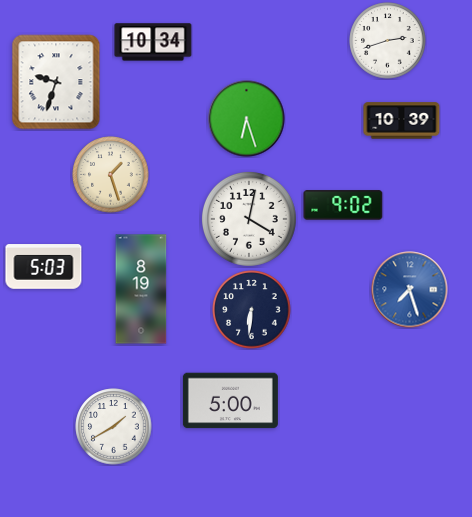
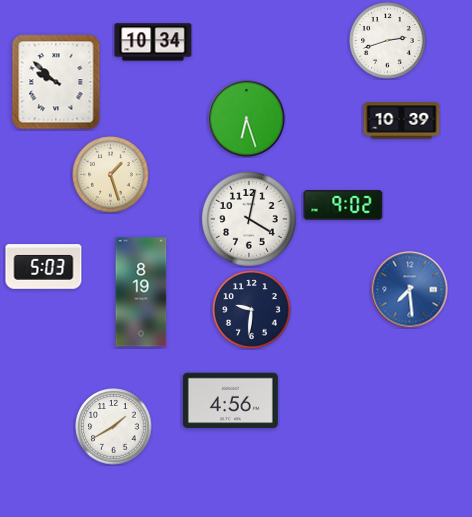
clock at (56, 82): 9:33 -> 9:52
clock at (141, 289) position: (141, 289) -> (141, 292)
clock at (410, 290): 7:27 -> 7:29
clock at (252, 310): 6:31 -> 9:31
clock at (230, 401): 5:00 -> 4:56
